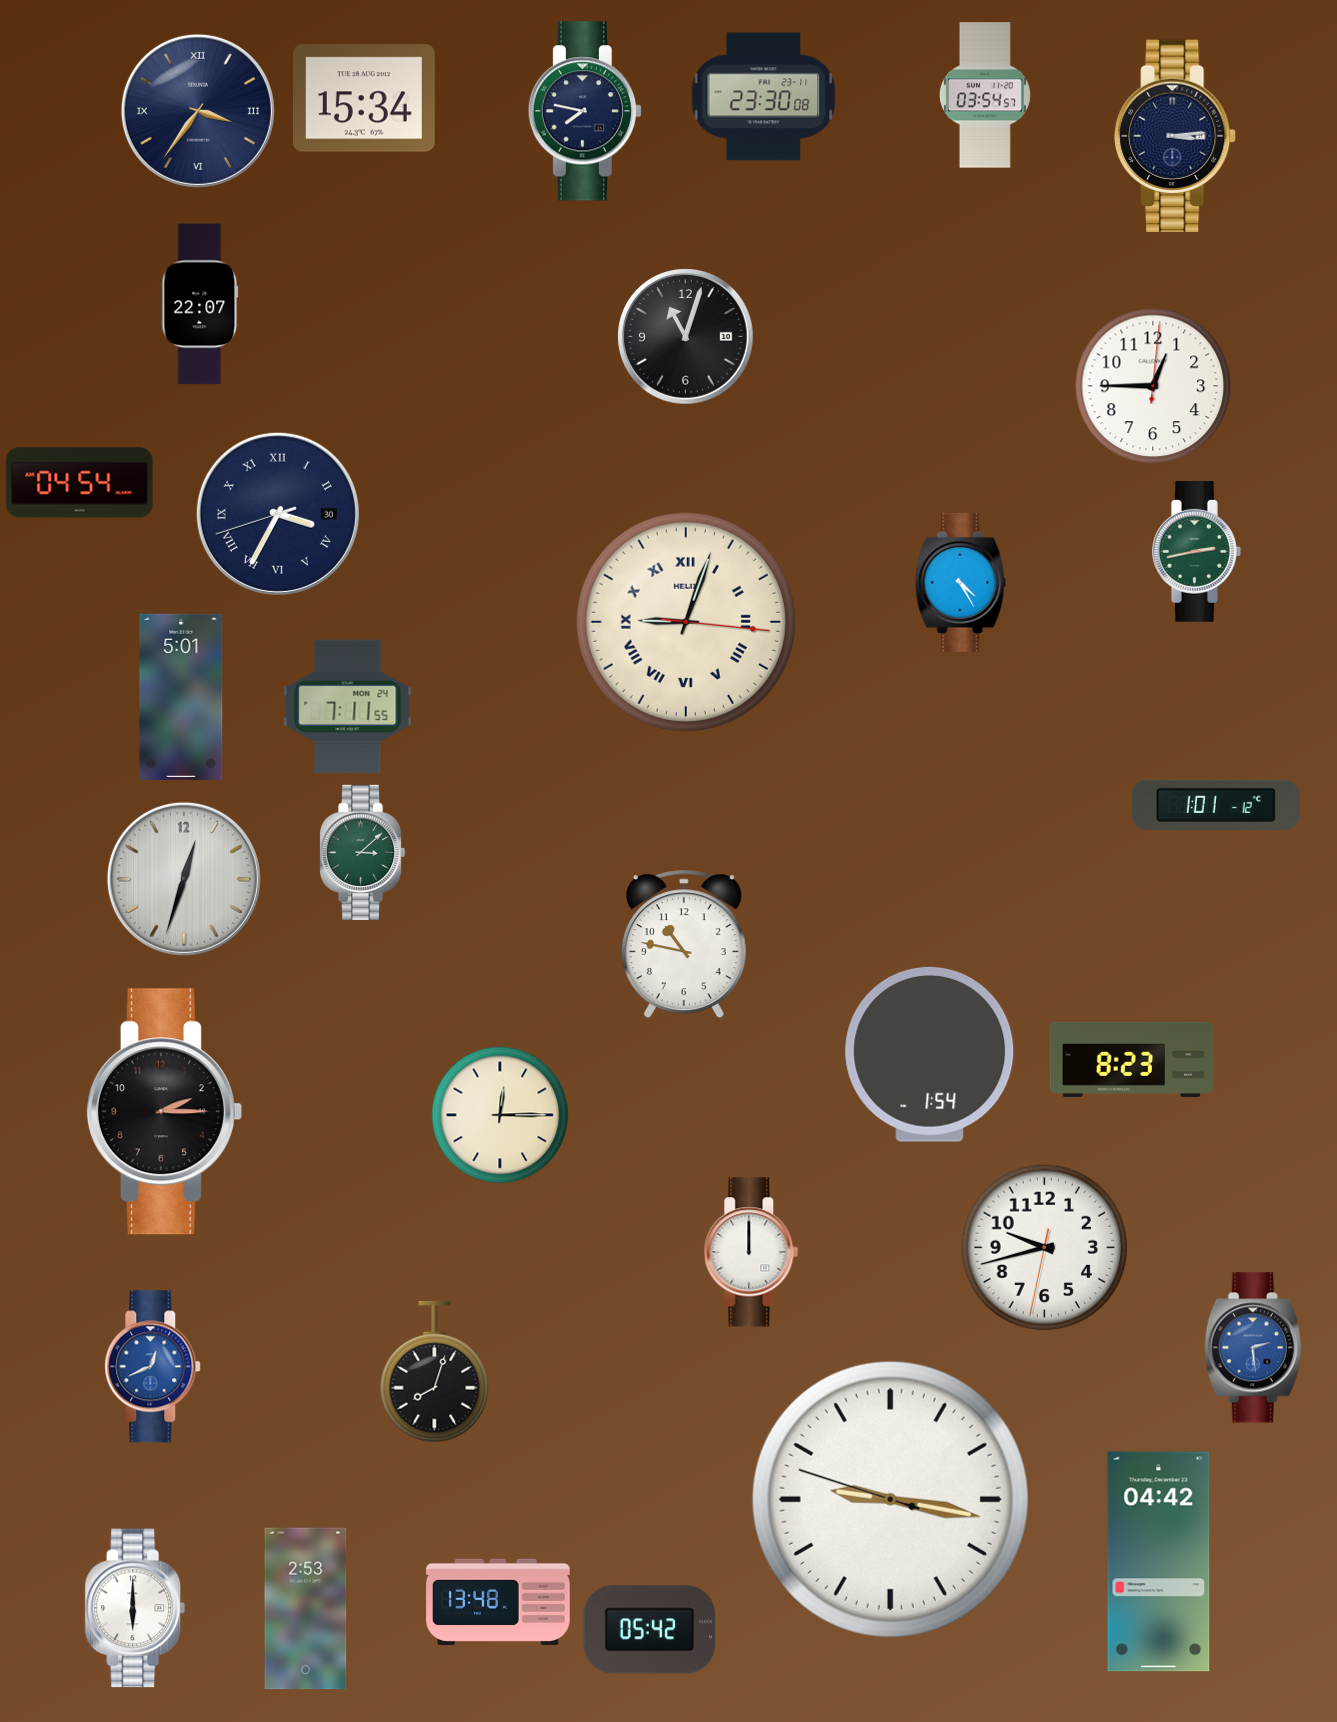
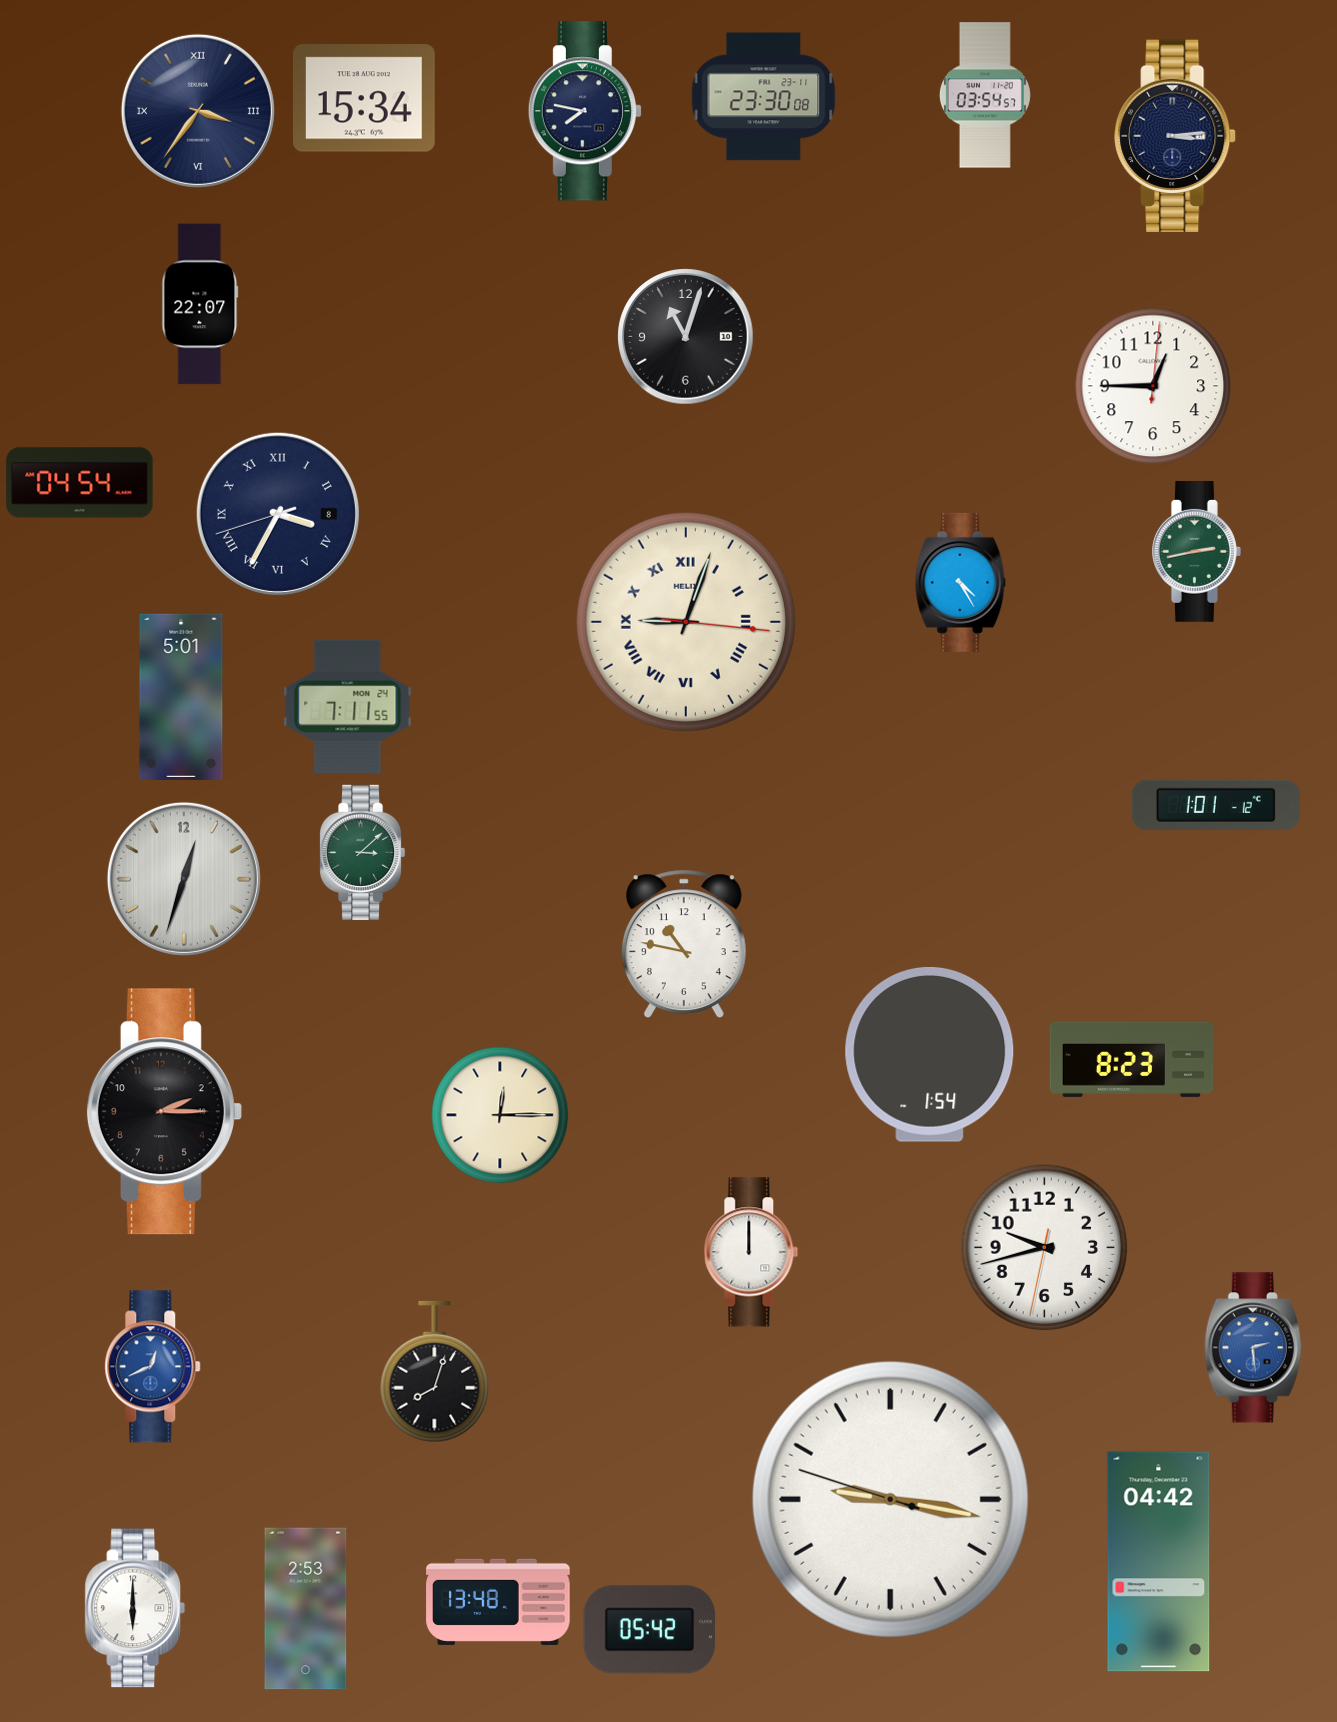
clock at (278, 514) date: 30 -> 8
